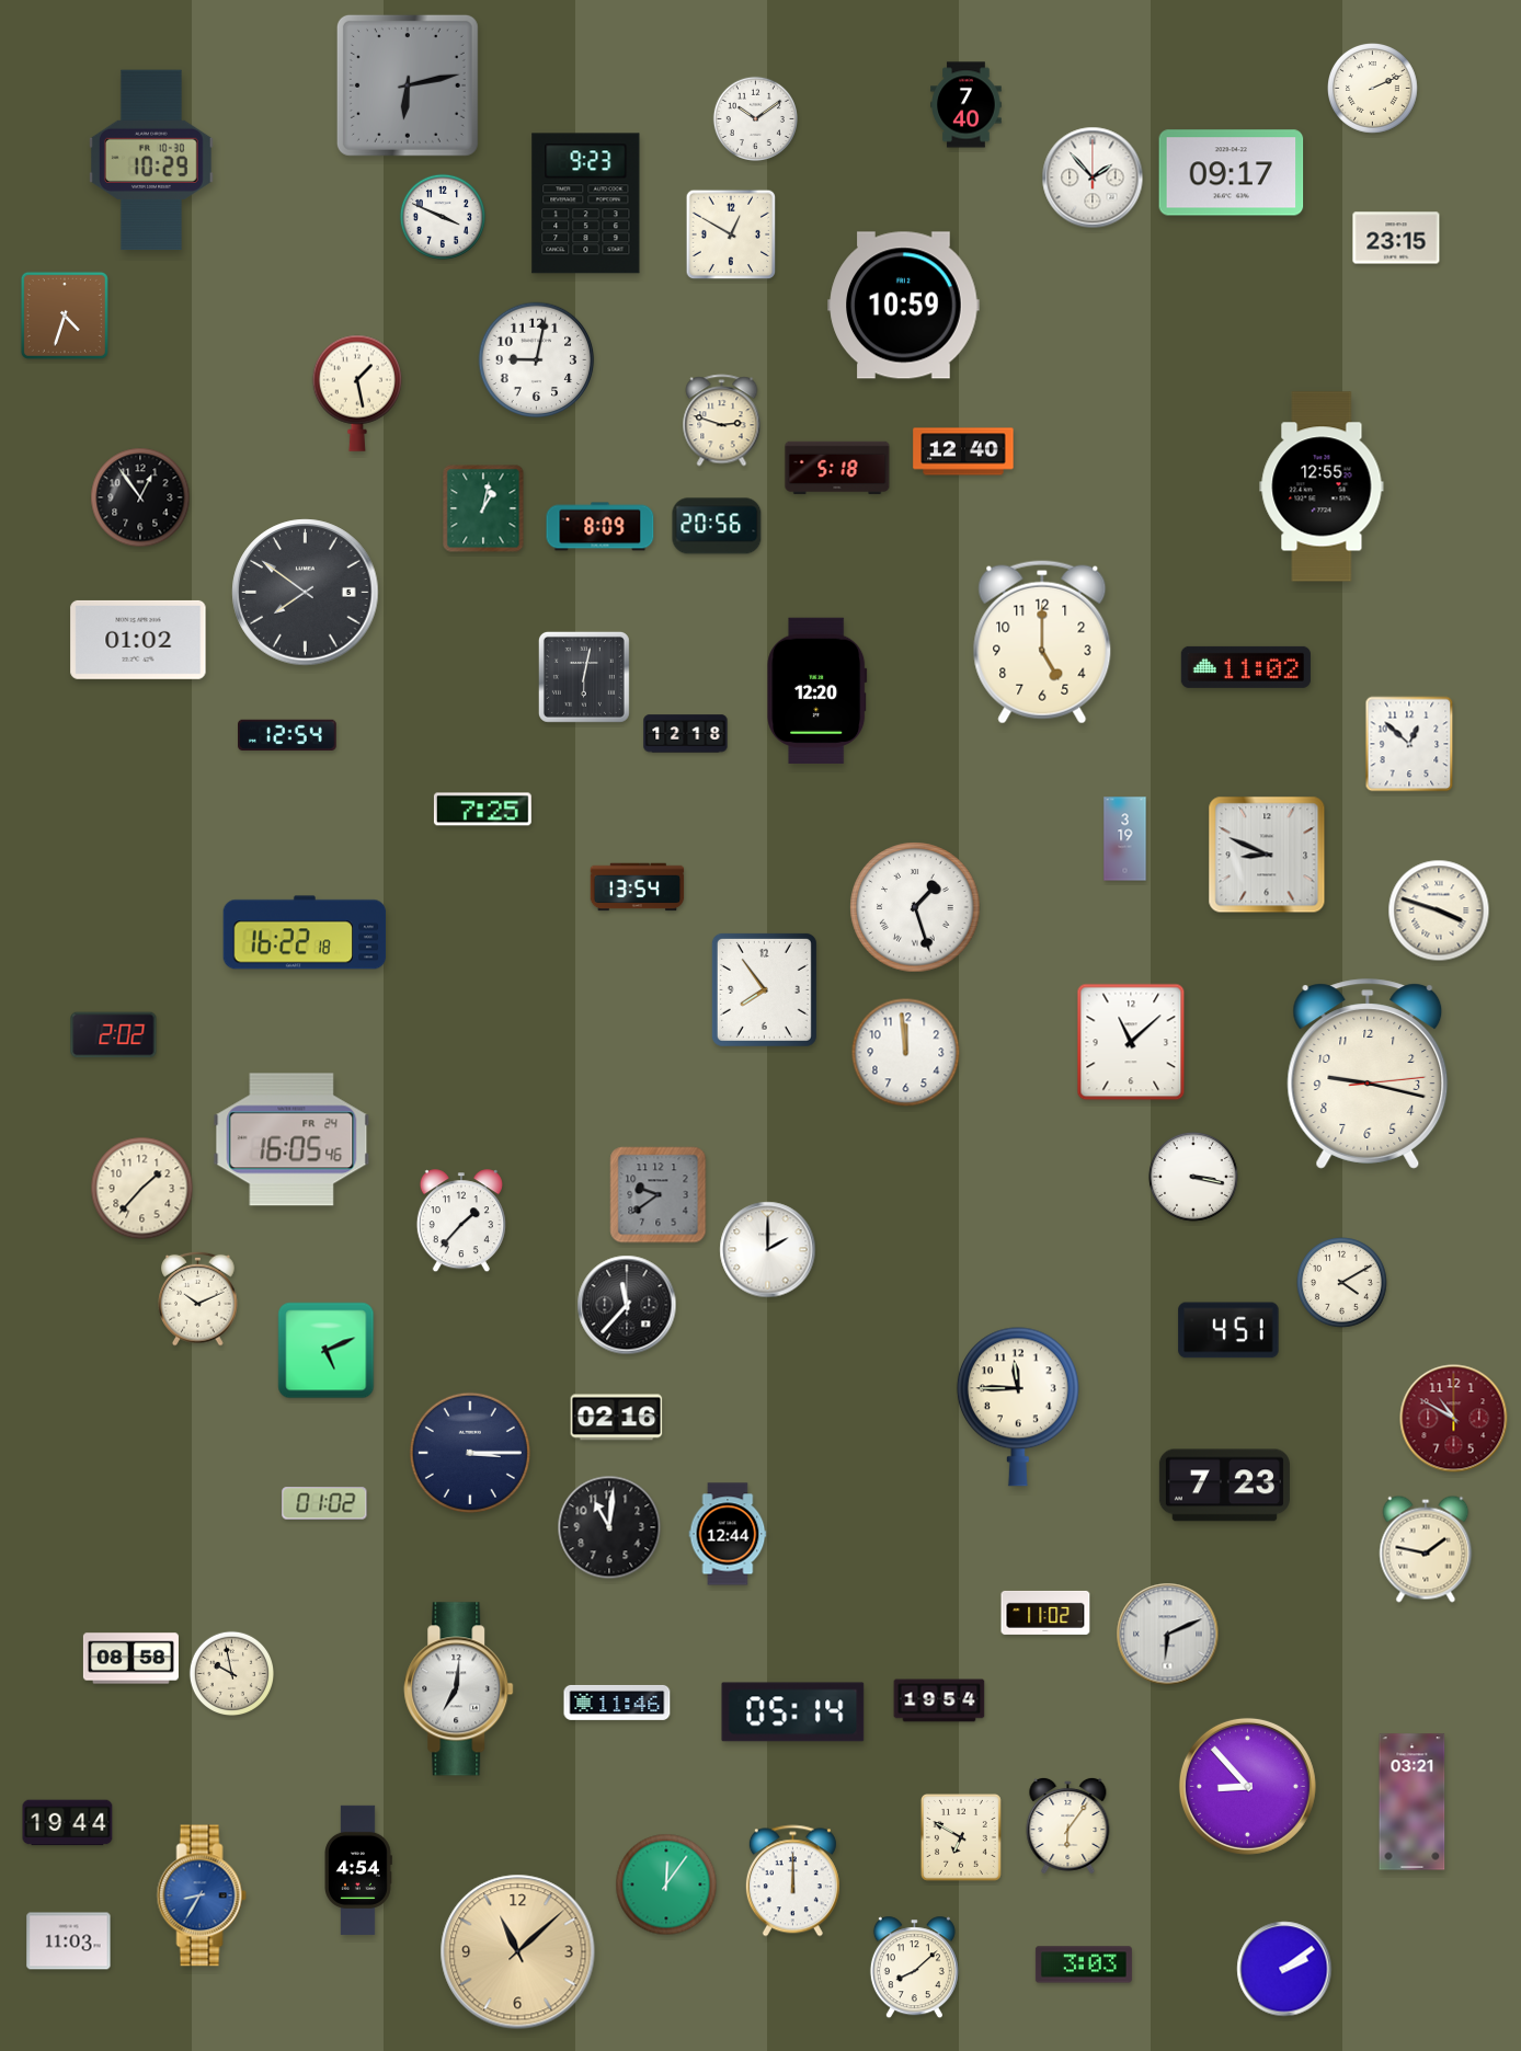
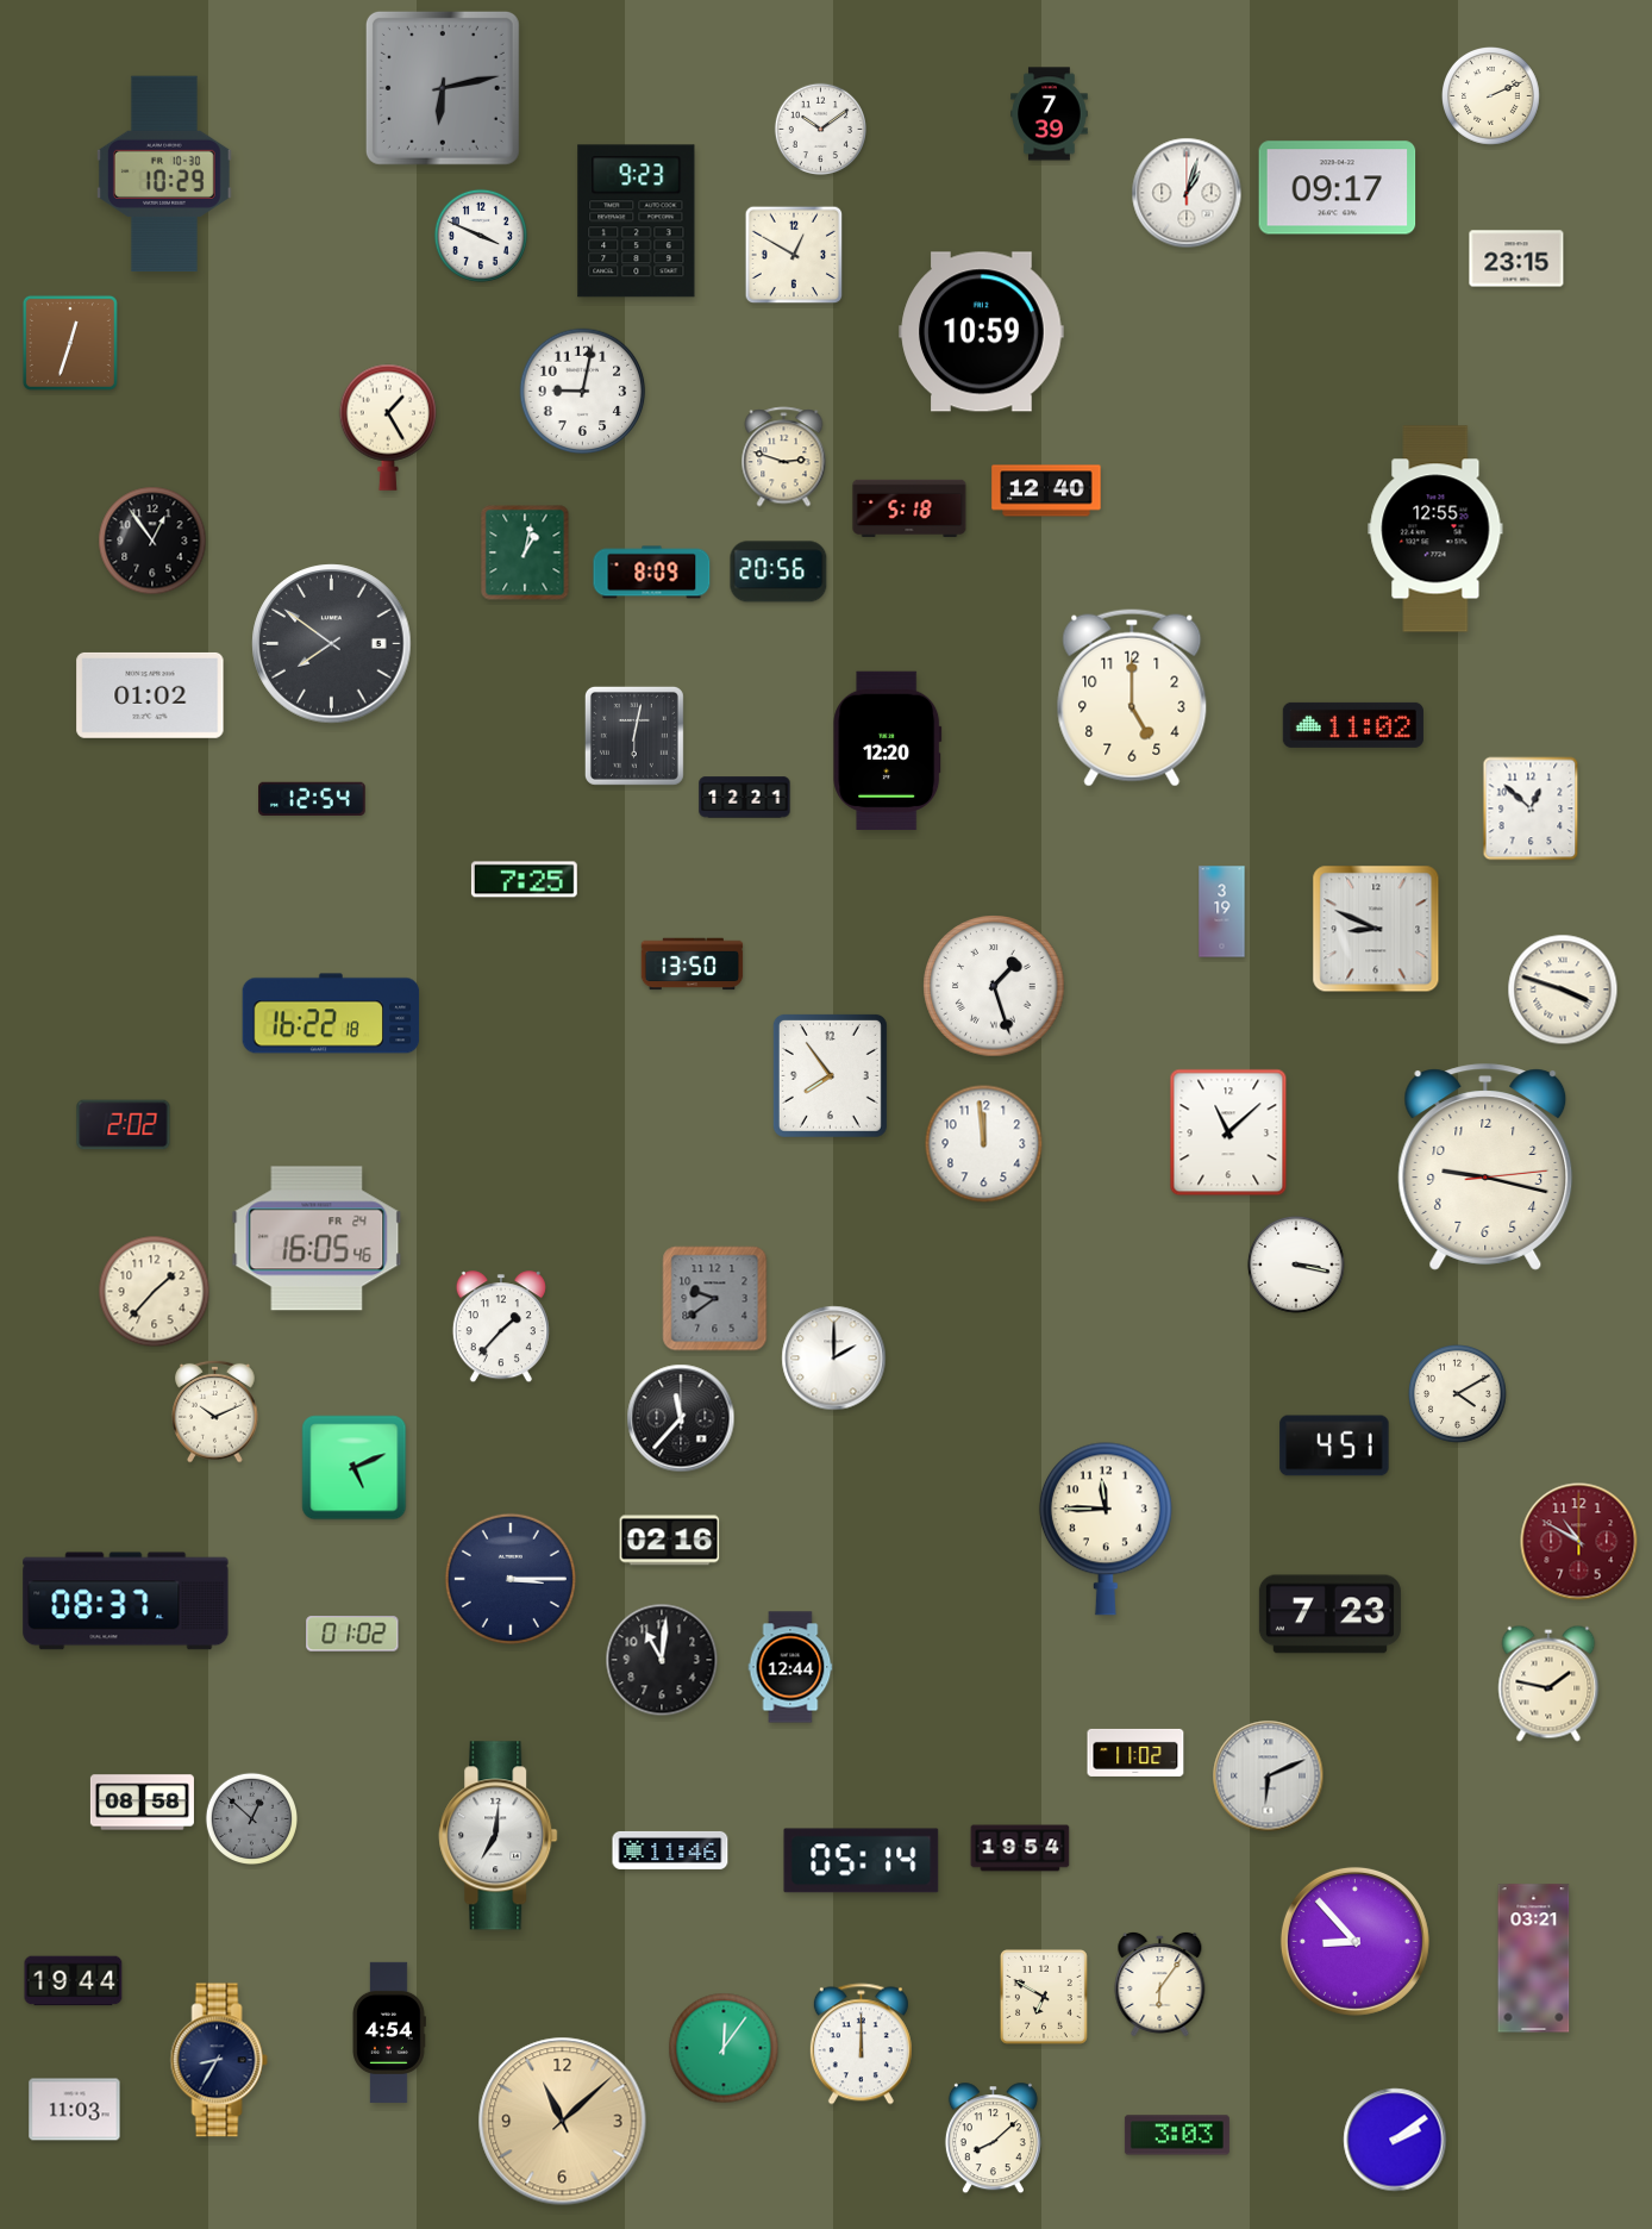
clock at (408, 85) position: (408, 85) -> (443, 88)
clock at (967, 105): 7:40 -> 7:39
clock at (1093, 177): 1:53 -> 1:03
clock at (65, 316): 4:33 -> 12:33
clock at (356, 393): 1:28 -> 1:25
clock at (686, 734): 12:18 -> 12:21
clock at (638, 887): 13:54 -> 13:50
clock at (1193, 1177) position: (1193, 1177) -> (1296, 1265)
clock at (126, 1601): none -> 08:37
clock at (231, 1673): 9:58 -> 12:52
clock at (231, 1673) dial: cream -> grey
clock at (202, 1895) dial: blue -> navy
